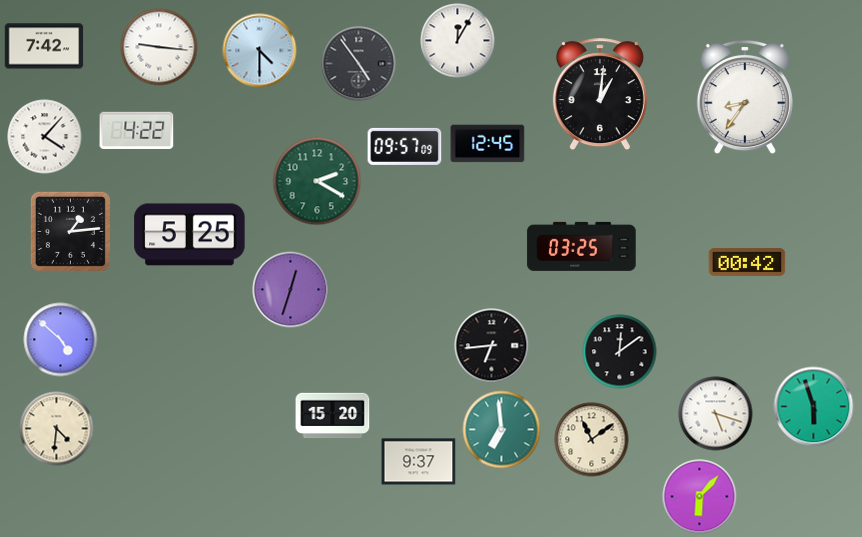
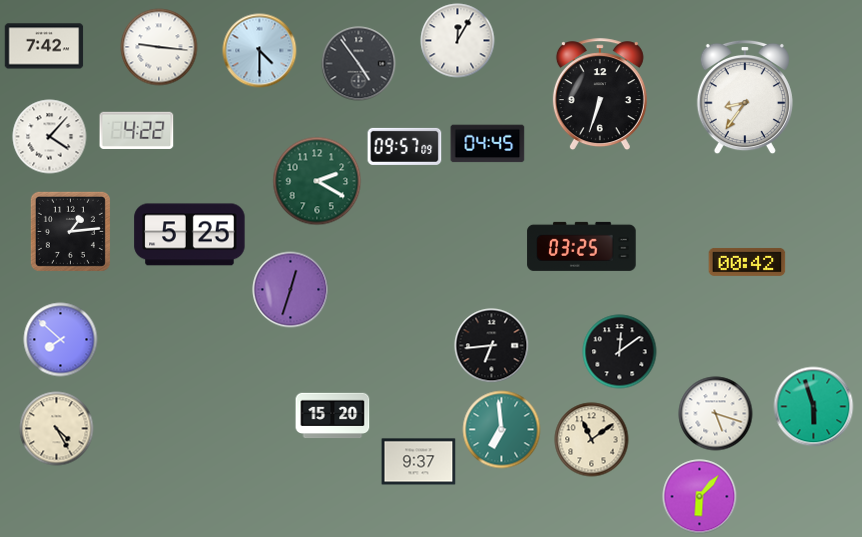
clock at (600, 95): 1:01 -> 6:33
clock at (45, 137) position: (45, 137) -> (50, 137)
clock at (488, 144): 12:45 -> 04:45
clock at (61, 340): 4:52 -> 7:52
clock at (57, 429): 4:31 -> 4:25
